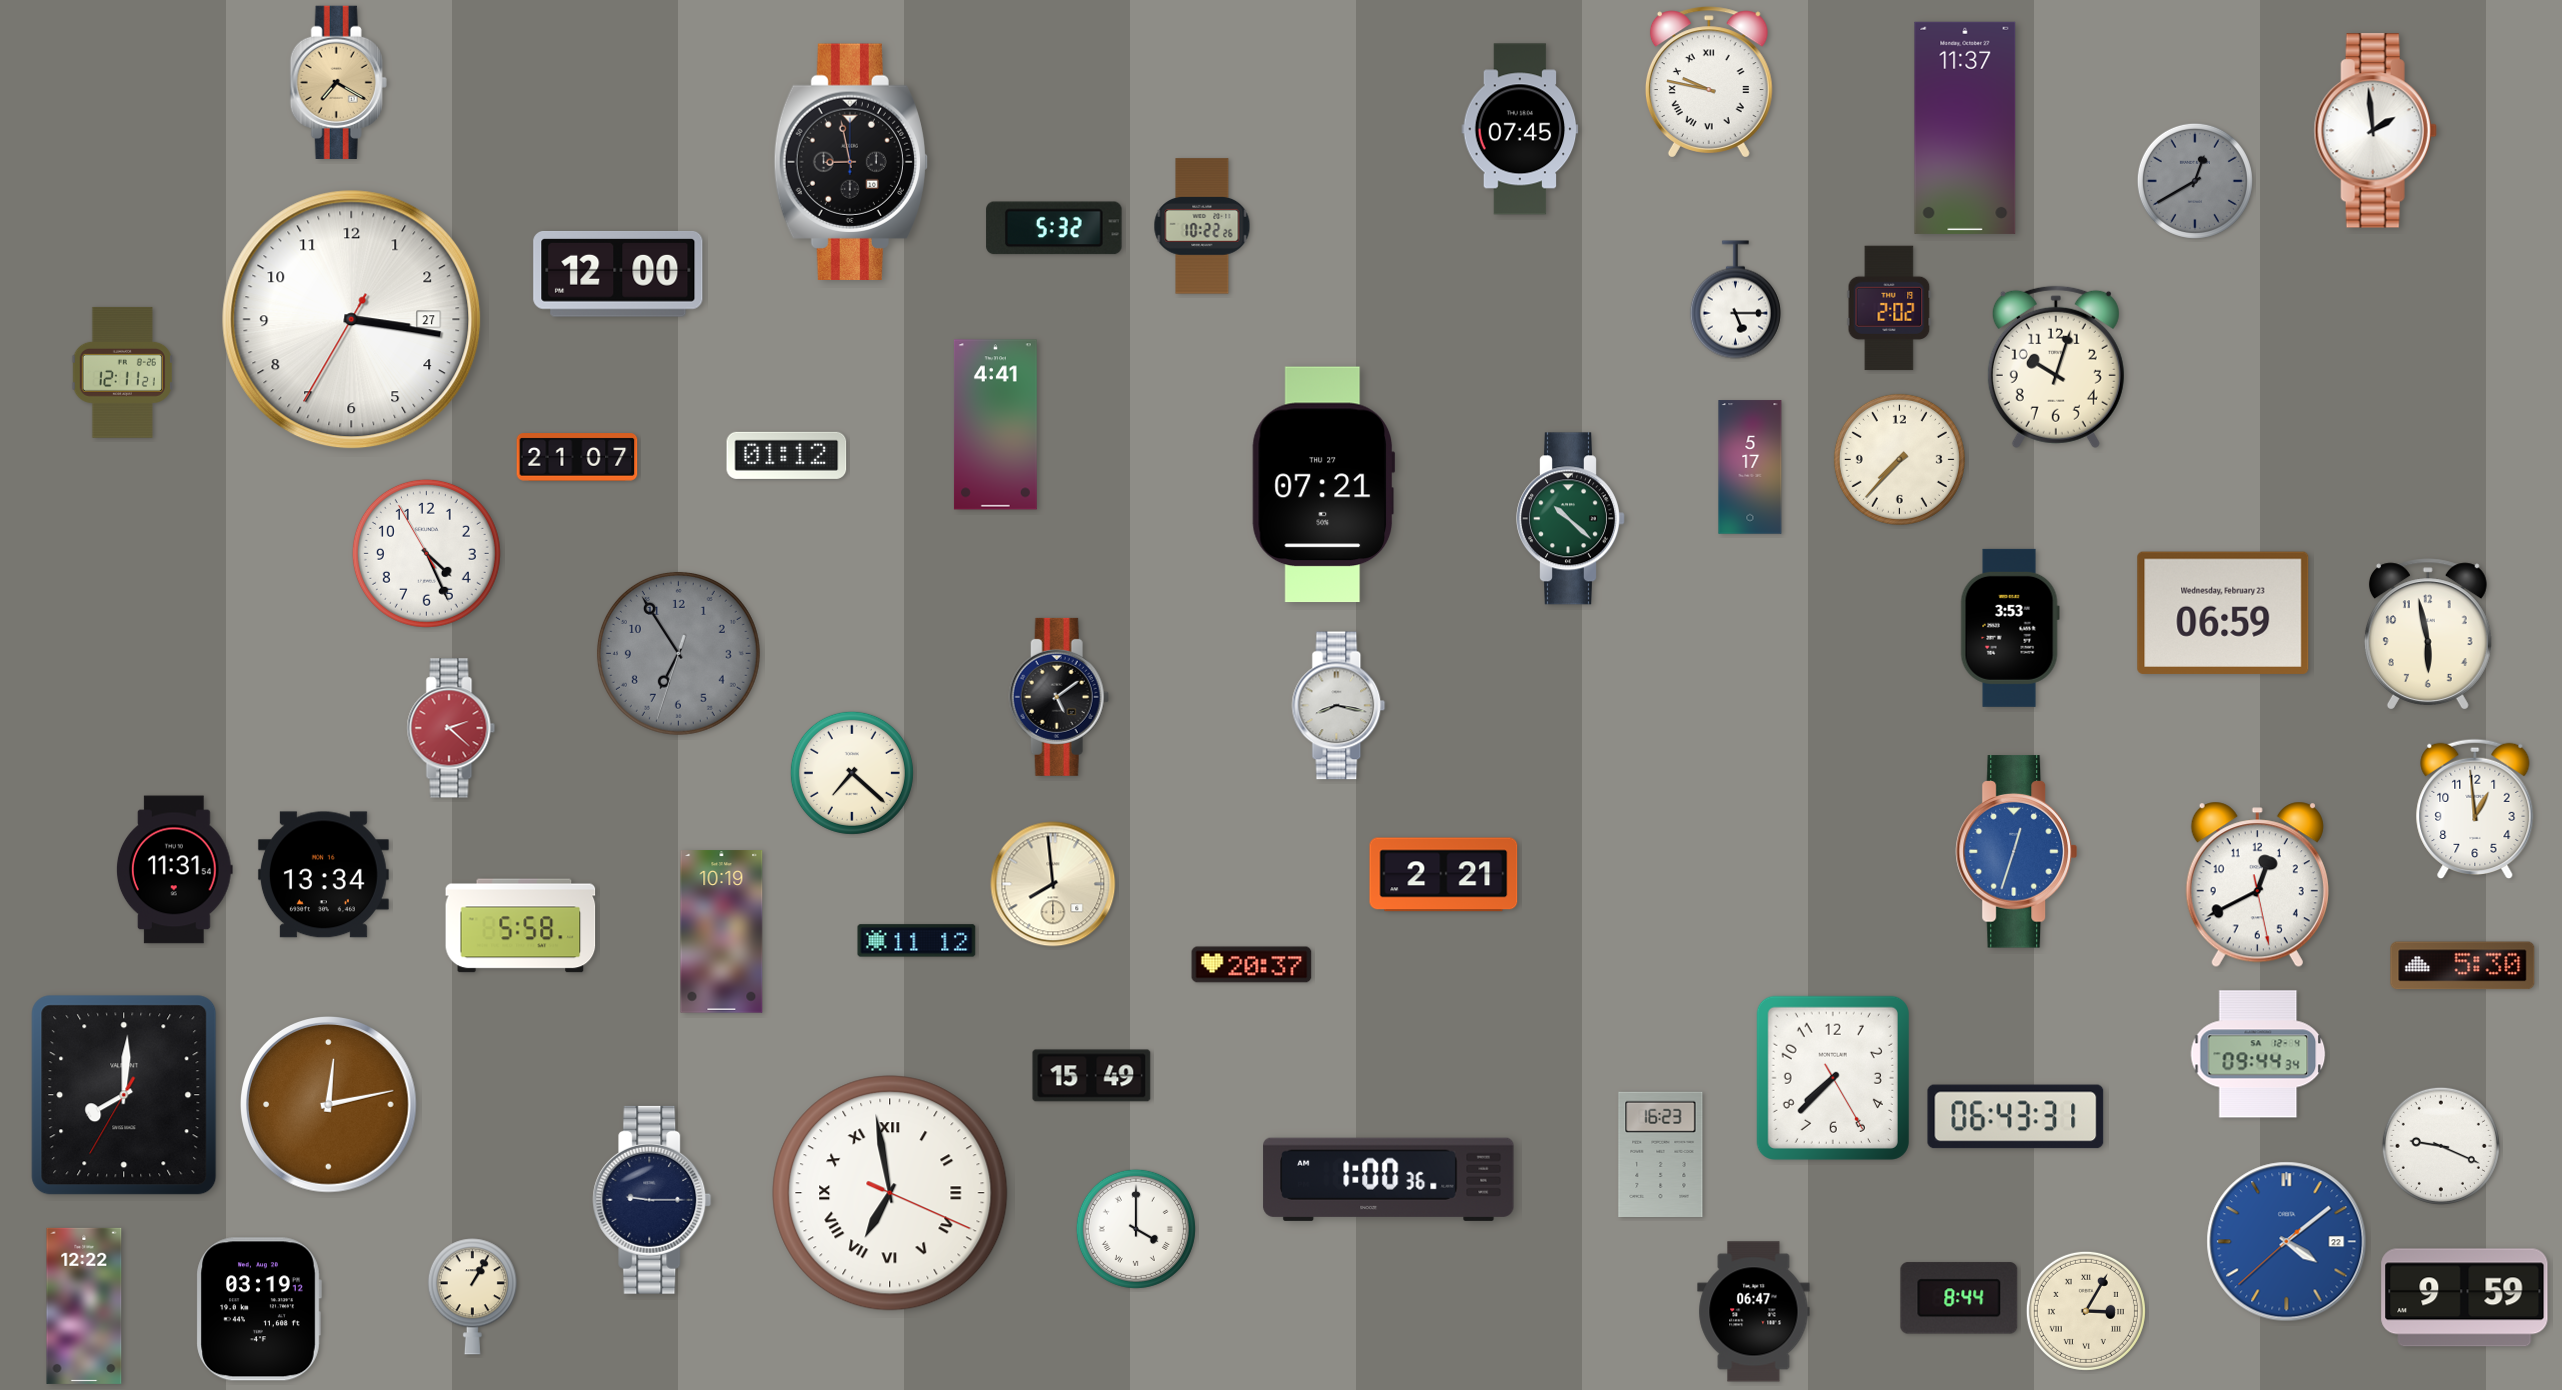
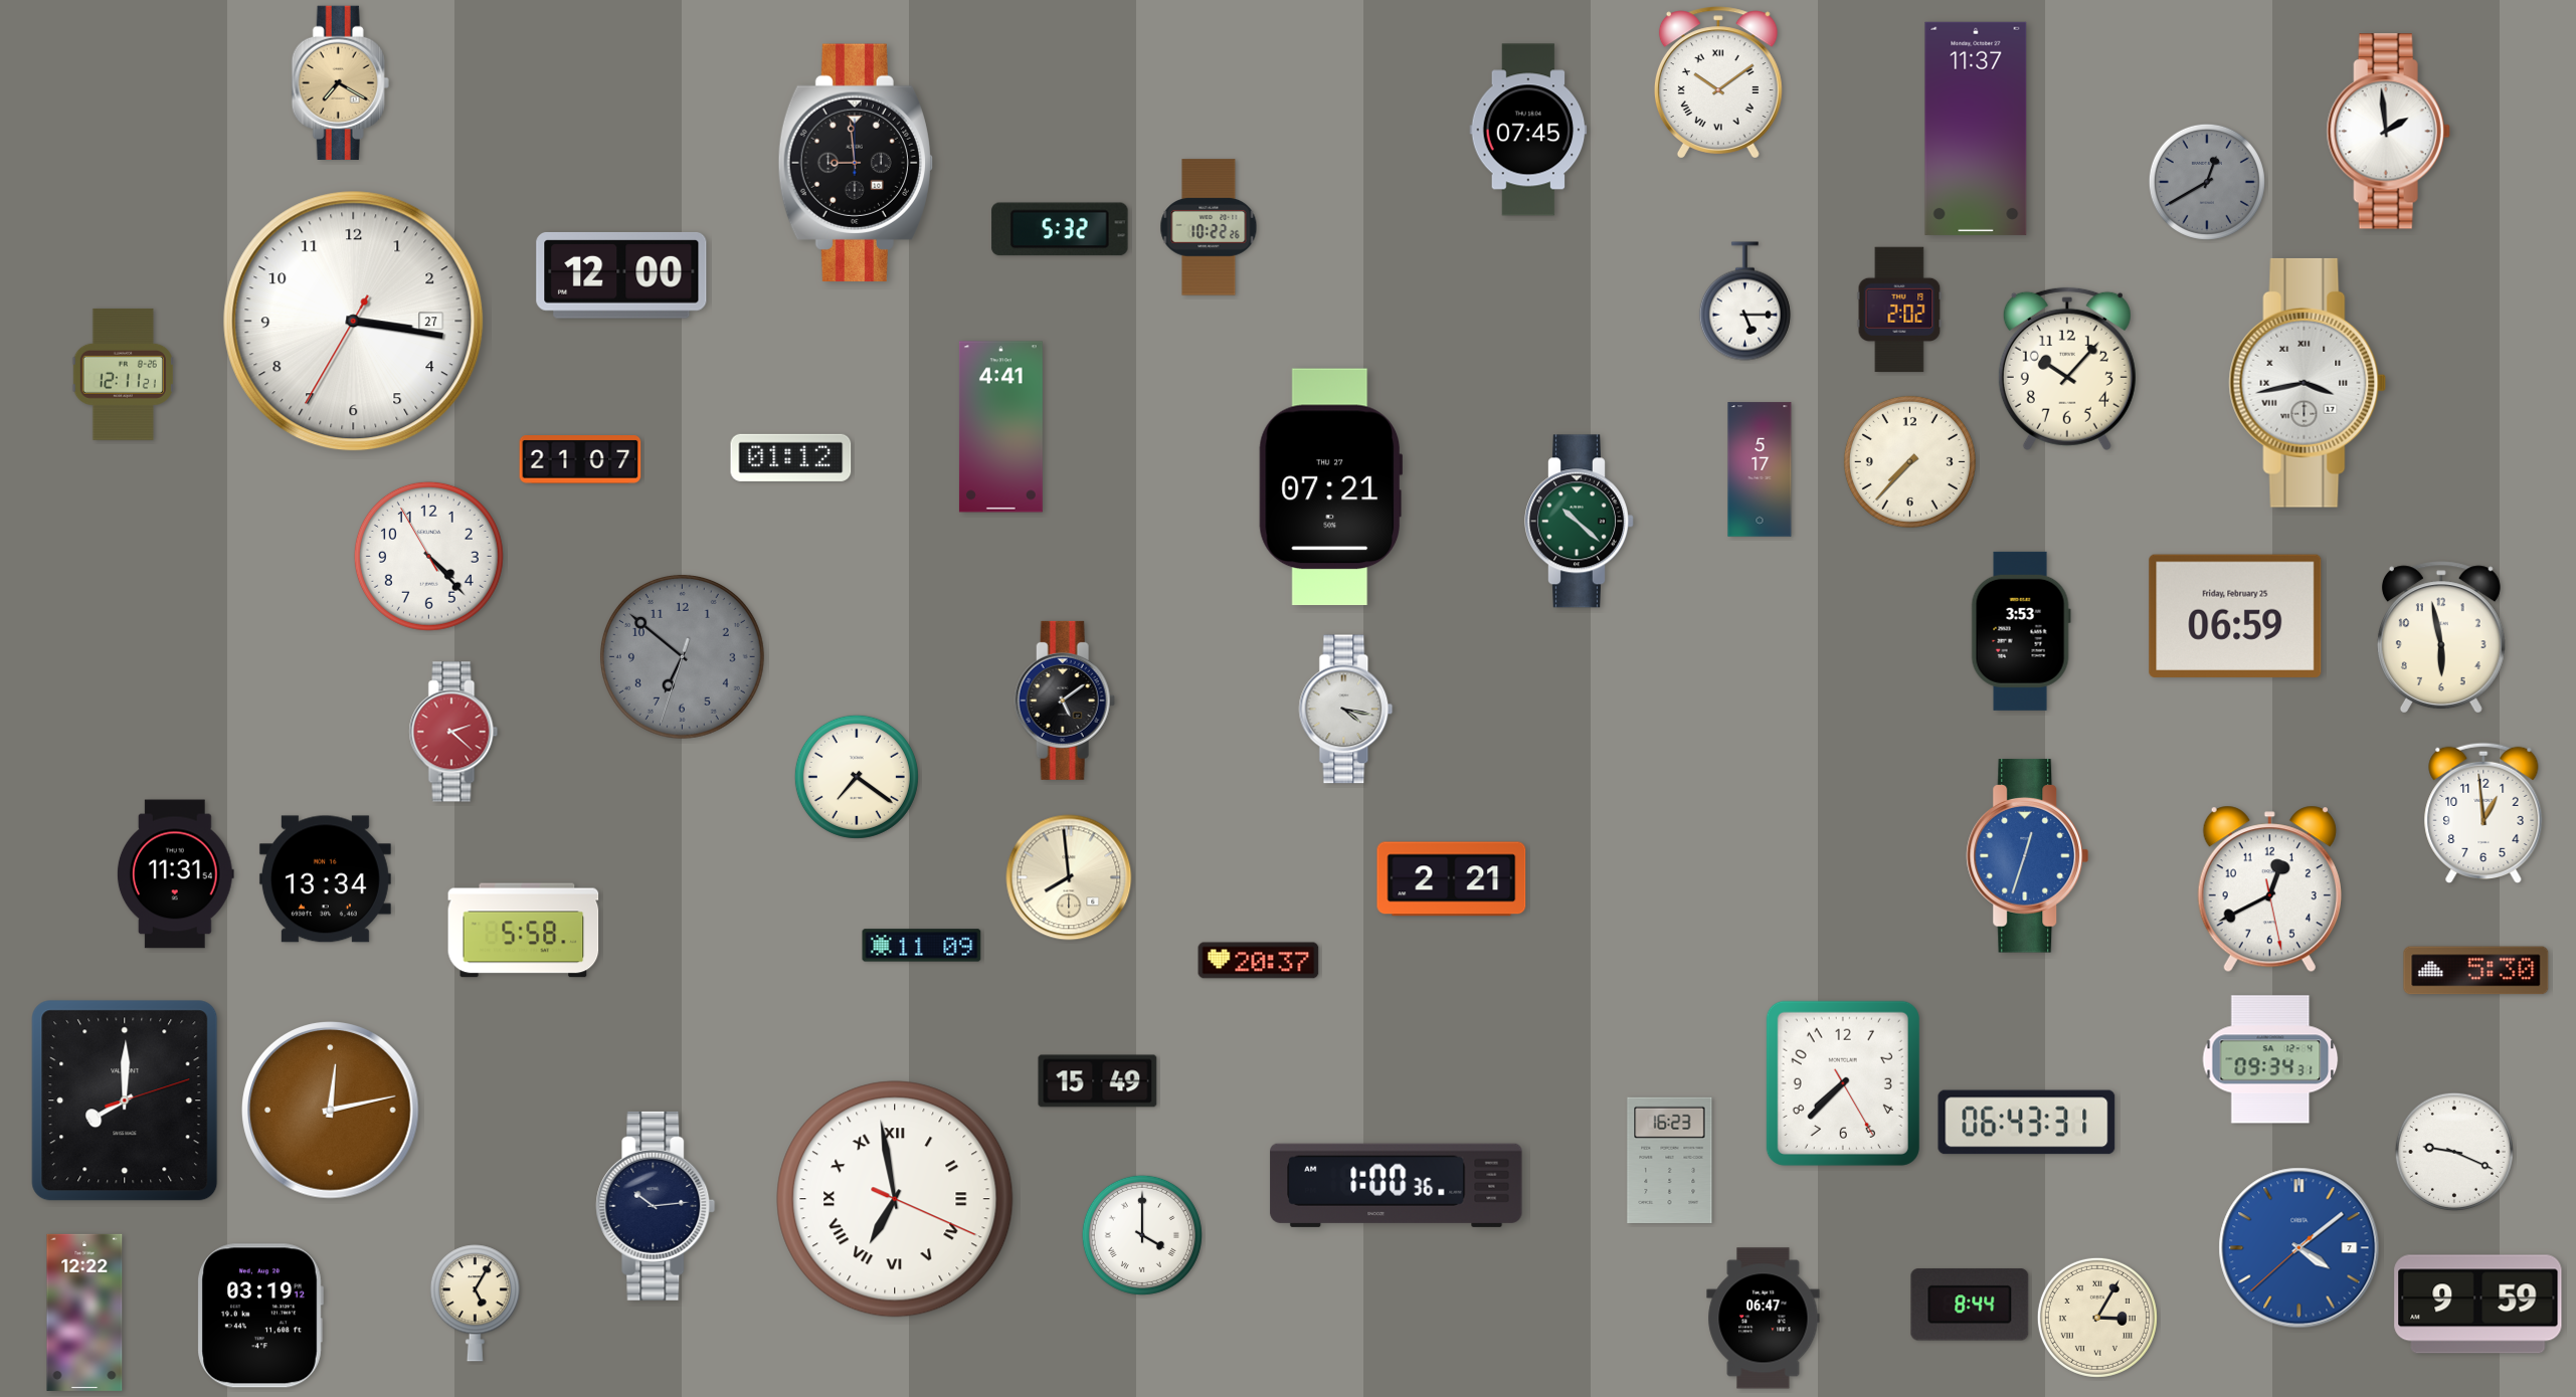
clock at (1709, 82): 9:47 -> 10:09
clock at (850, 161): 8:58 -> 8:59
clock at (2056, 367): 10:03 -> 10:07
clock at (2308, 383): none -> 3:43
clock at (426, 553): 4:25 -> 4:22
clock at (2223, 613) date: Wednesday, February 23 -> Friday, February 25
clock at (678, 653): 6:54 -> 6:51
clock at (1339, 706): 8:17 -> 4:17
clock at (852, 773): 7:22 -> 7:21
clock at (2475, 808) position: (2475, 808) -> (2483, 812)
clock at (1053, 884) position: (1053, 884) -> (1069, 877)
clock at (722, 932): 10:19 -> none
clock at (917, 941): 11:12 -> 11:09
clock at (1252, 965) position: (1252, 965) -> (1259, 961)
clock at (2258, 1054): 09:44 -> 09:34
clock at (124, 1095): 8:00:35 -> 8:00:12
clock at (652, 1200): 9:15 -> 10:14
clock at (2287, 1242) date: 22 -> 7
clock at (472, 1297): 1:05 -> 5:05
